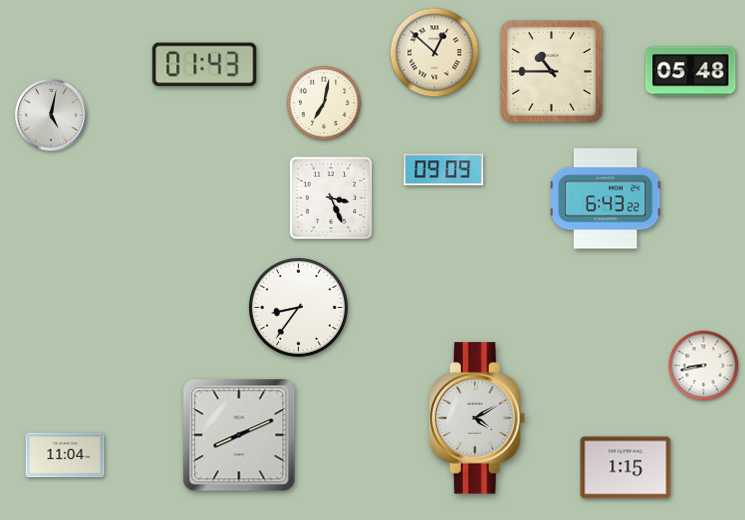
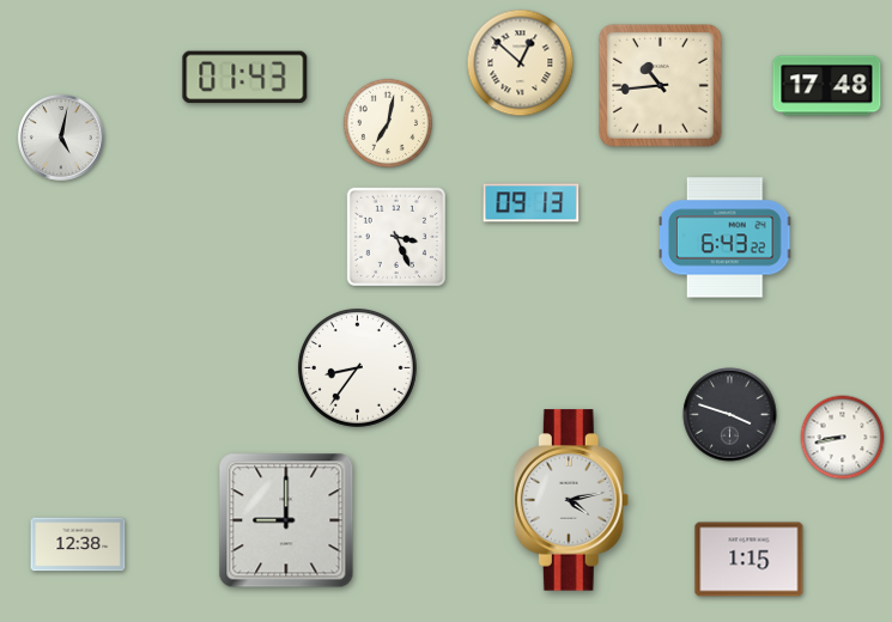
clock at (551, 71): 10:45 -> 10:44
clock at (691, 72): 05:48 -> 17:48
clock at (444, 170): 09:09 -> 09:13
clock at (730, 415): none -> 3:48
clock at (477, 418): 4:10 -> 4:13
clock at (239, 435): 8:11 -> 9:00
clock at (65, 455): 11:04 -> 12:38
